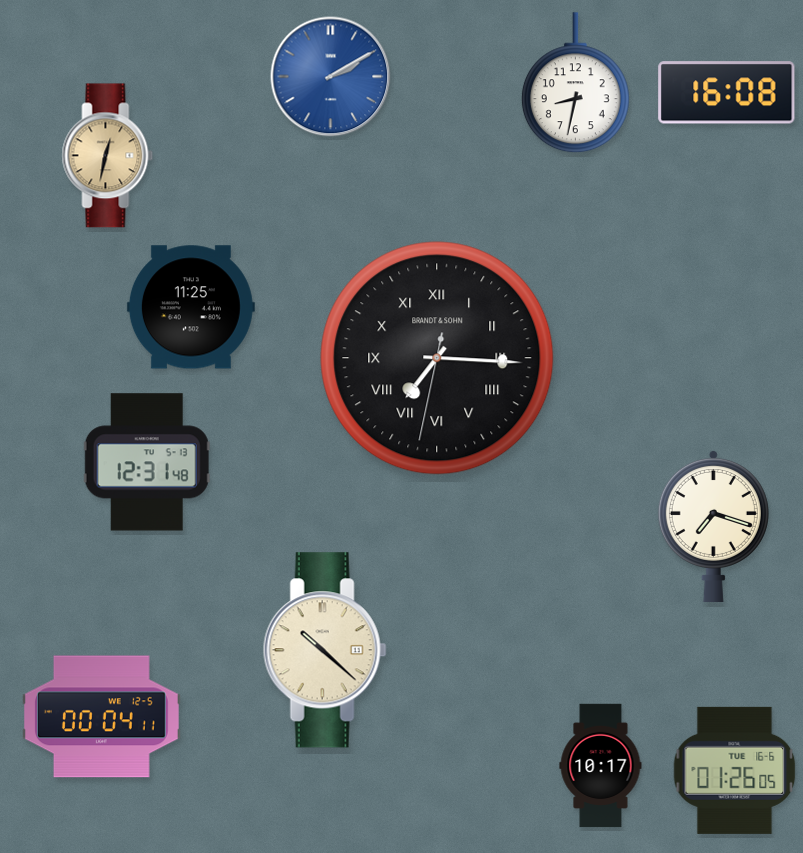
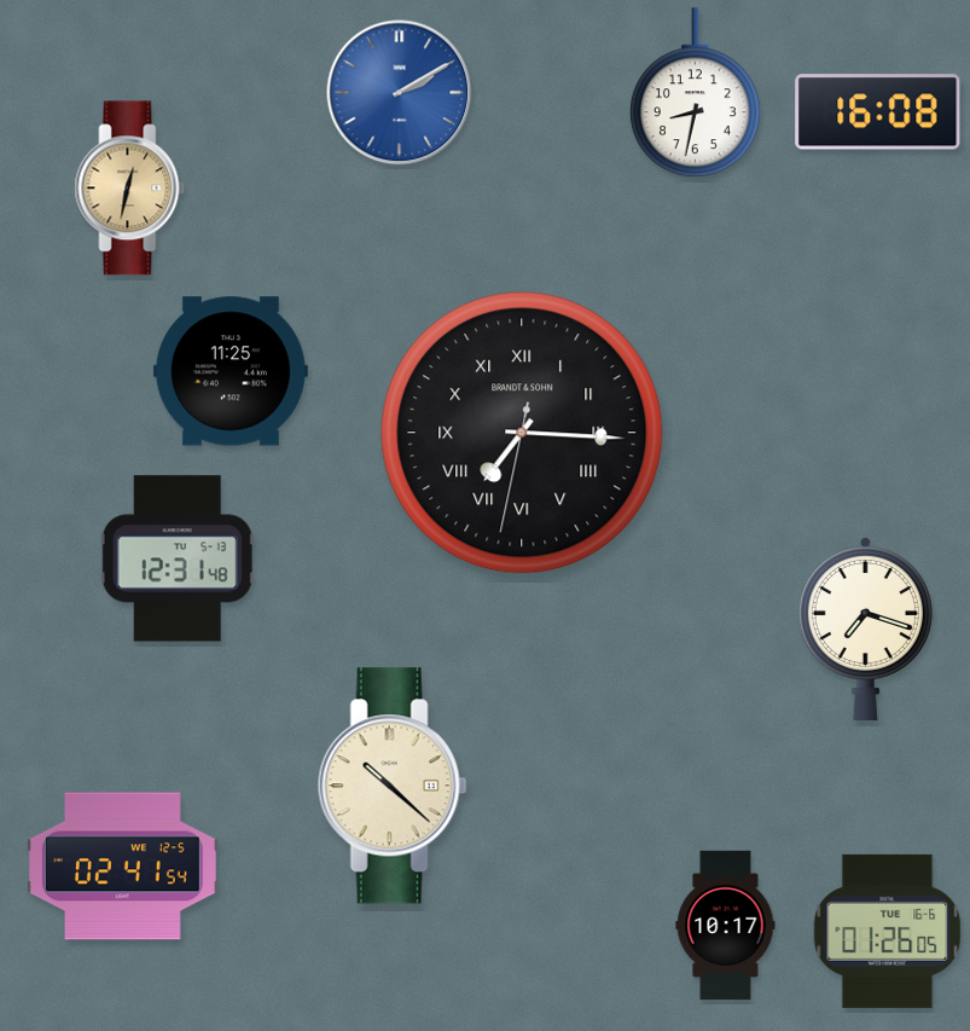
clock at (575, 83) position: (575, 83) -> (695, 93)
clock at (437, 358) position: (437, 358) -> (522, 433)
clock at (713, 525) position: (713, 525) -> (865, 627)
clock at (101, 717): 00:04 -> 02:41
